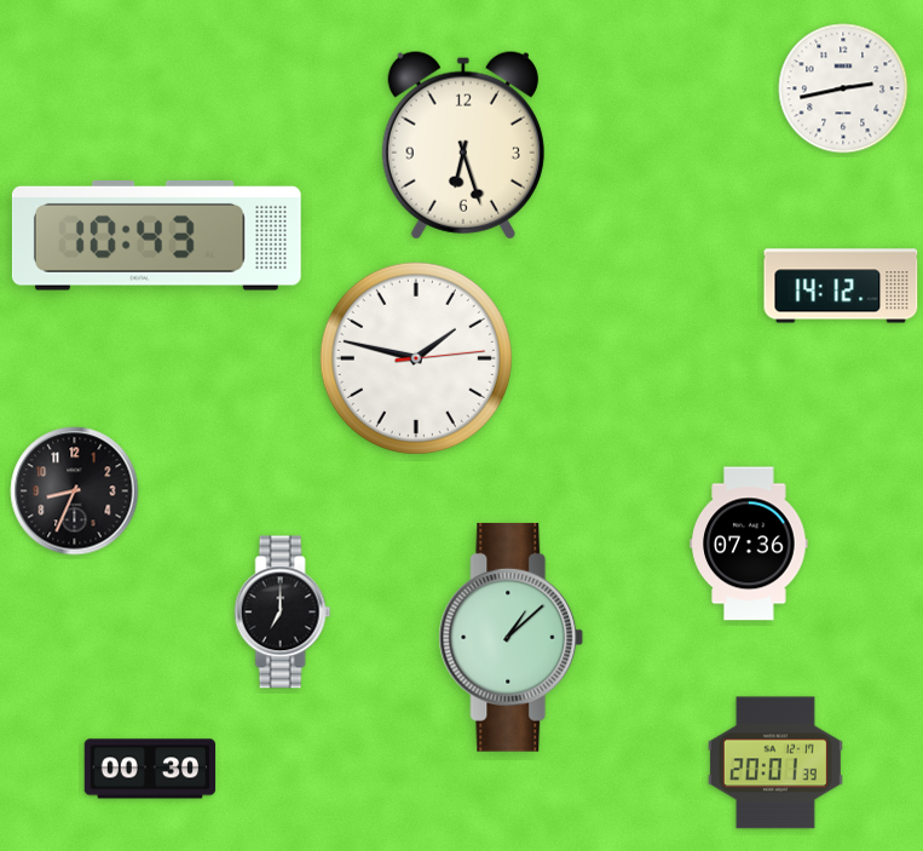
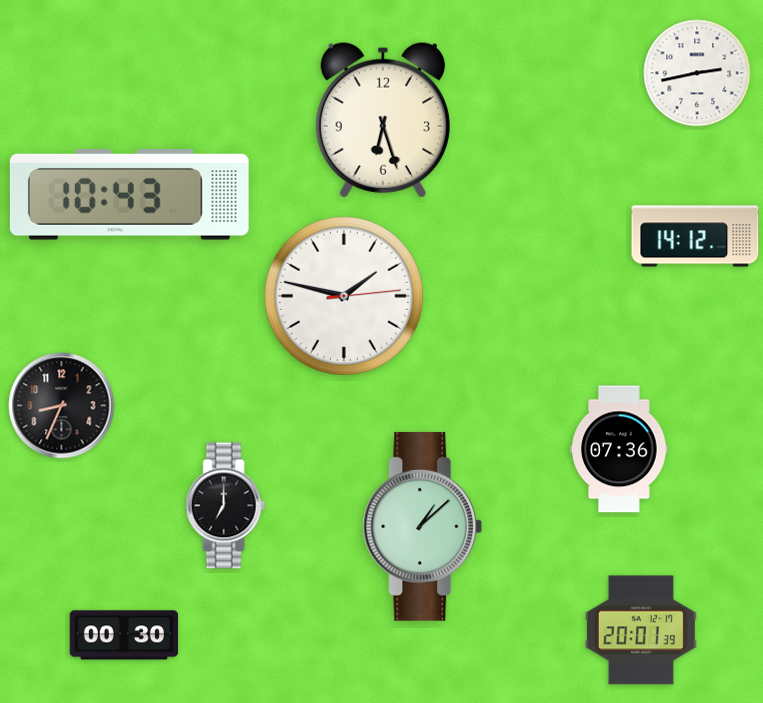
clock at (283, 613) position: (283, 613) -> (226, 506)
